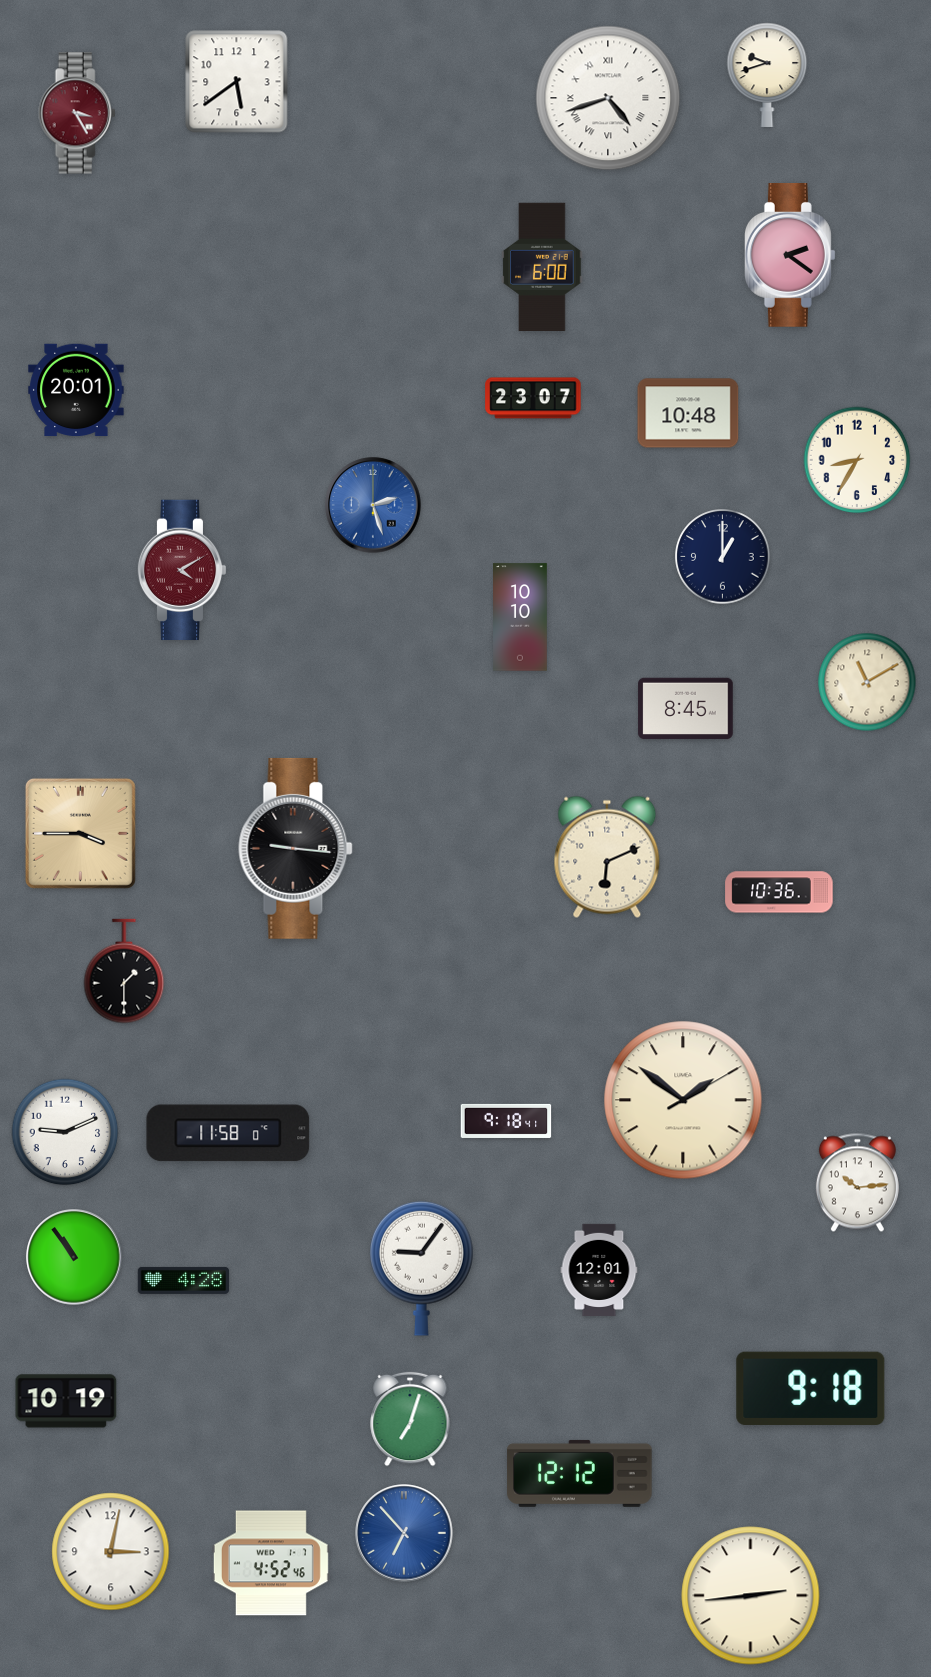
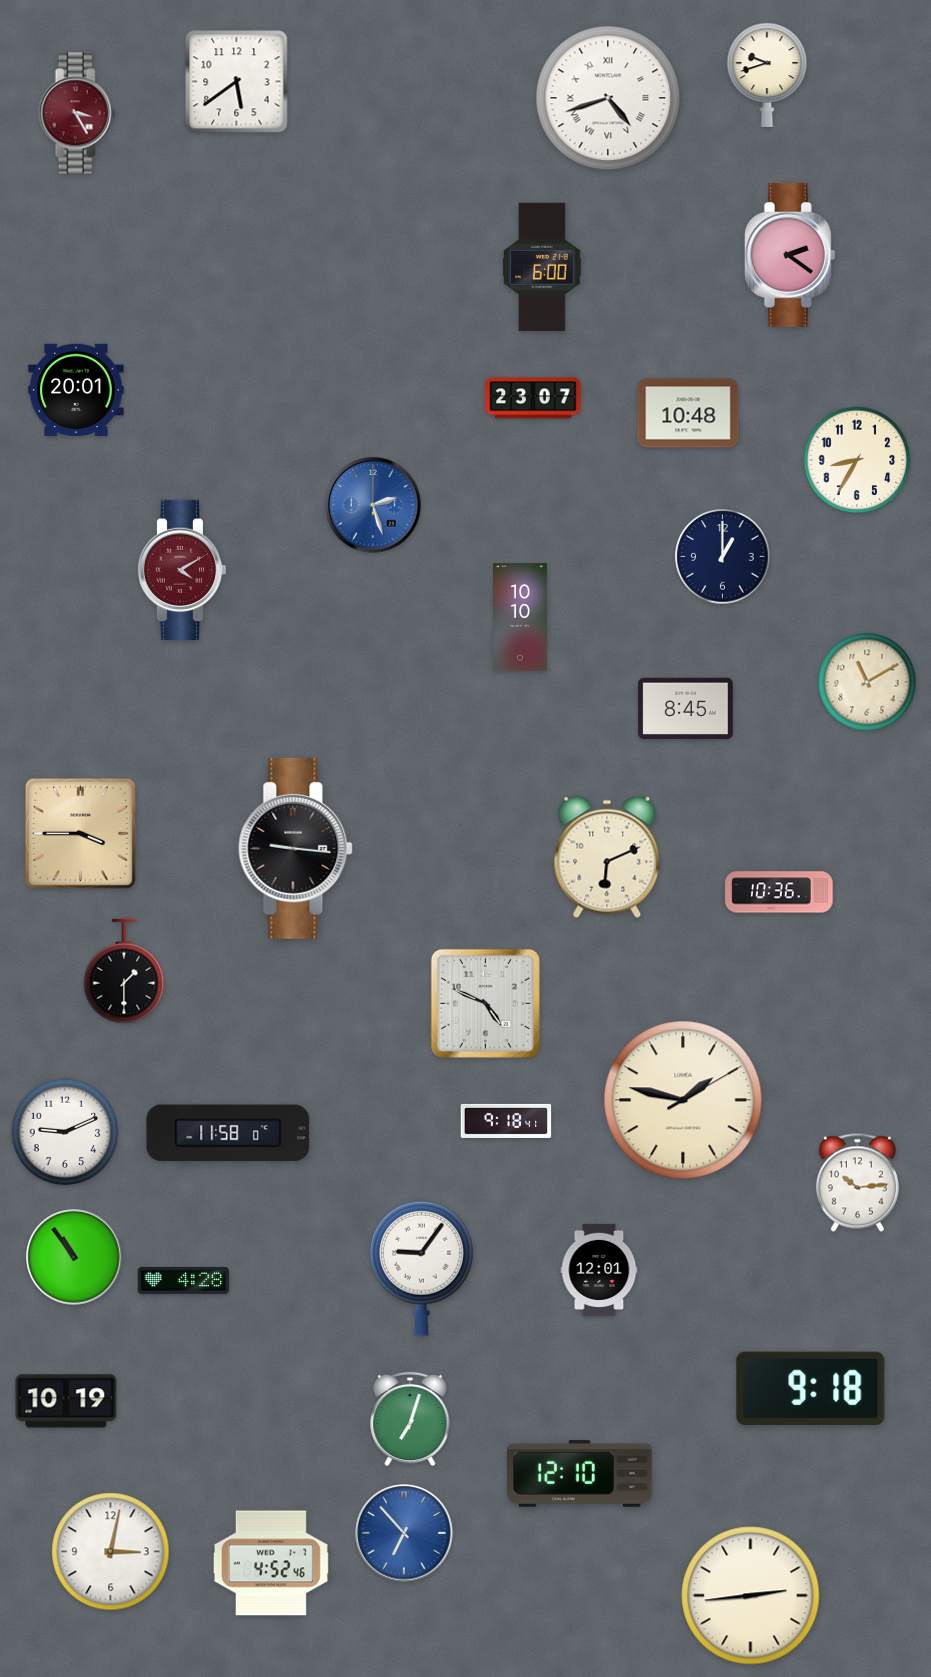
clock at (485, 1003): none -> 4:49
clock at (683, 1100): 1:51 -> 1:47
clock at (580, 1473): 12:12 -> 12:10
